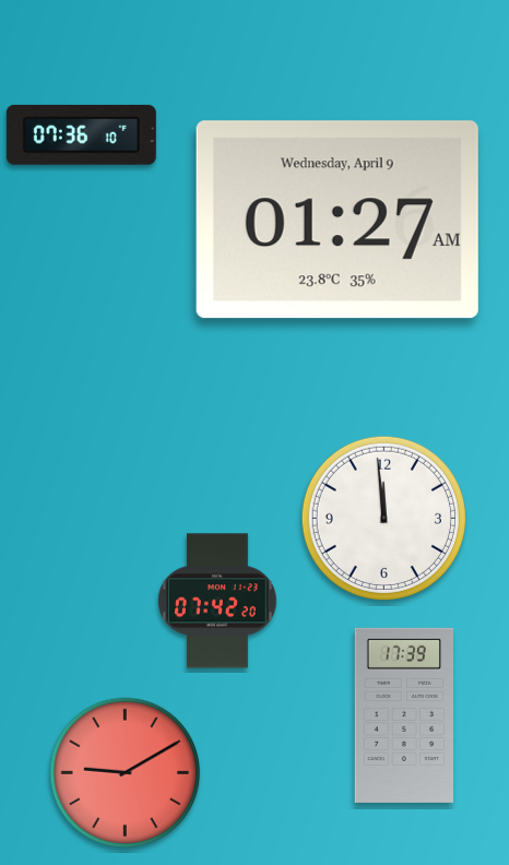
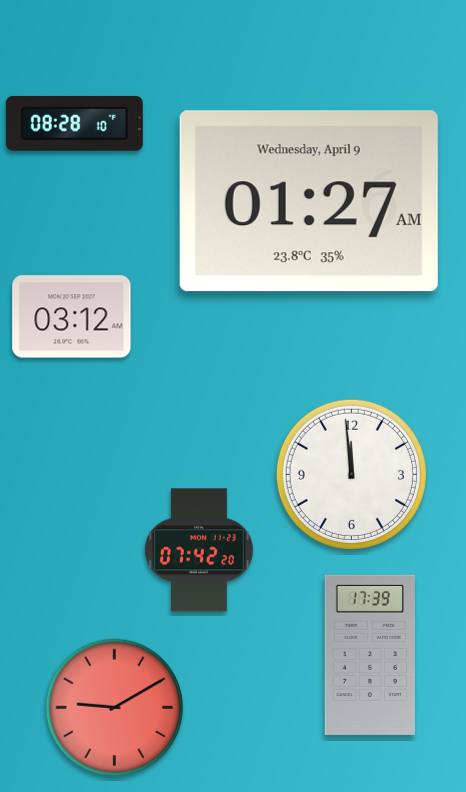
clock at (81, 134): 07:36 -> 08:28
clock at (72, 317): none -> 03:12
